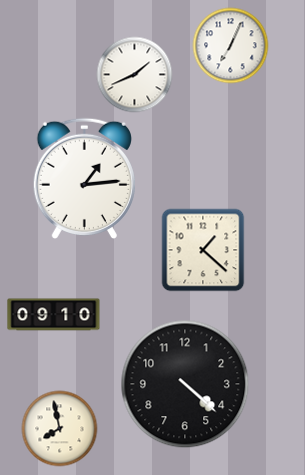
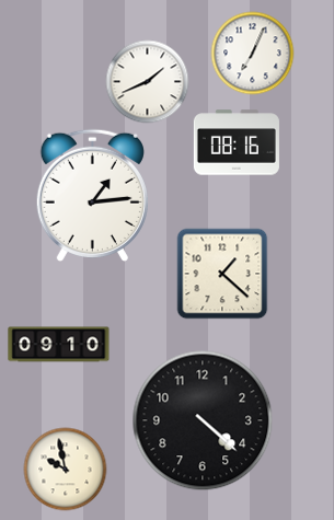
clock at (231, 46) position: (231, 46) -> (253, 54)
clock at (237, 142): none -> 08:16
clock at (60, 429): 7:58 -> 9:58
